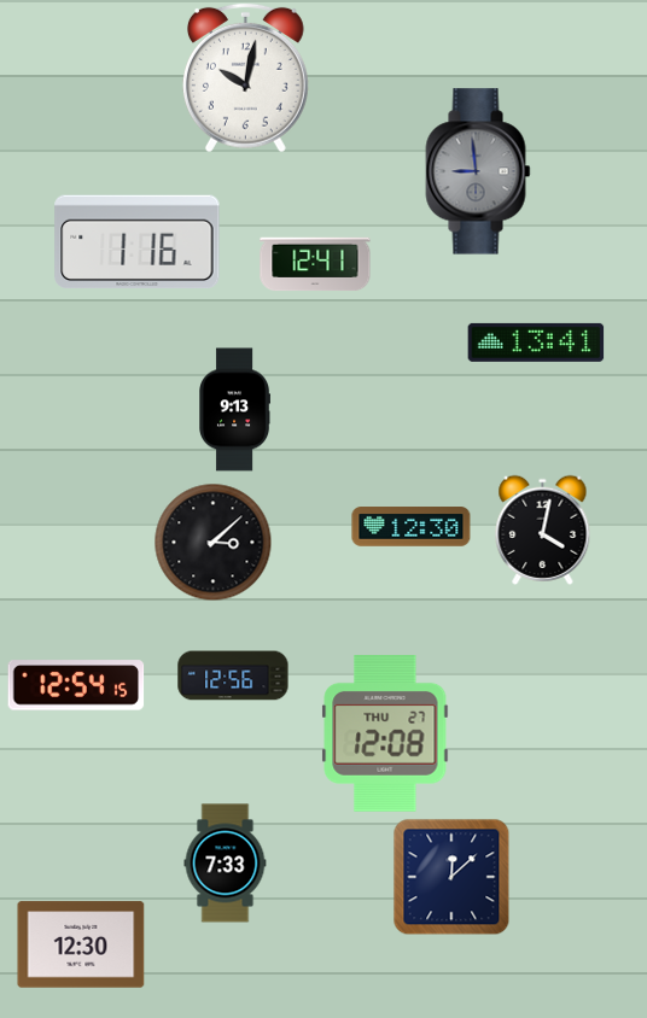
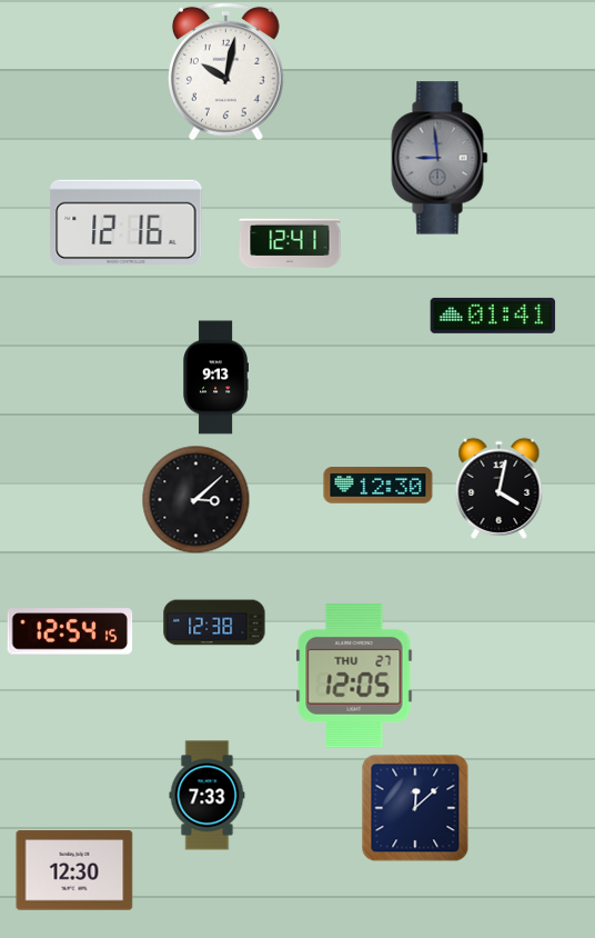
clock at (138, 242): 1:16 -> 12:16
clock at (536, 343): 13:41 -> 01:41
clock at (233, 675): 12:56 -> 12:38
clock at (385, 735): 12:08 -> 12:05
